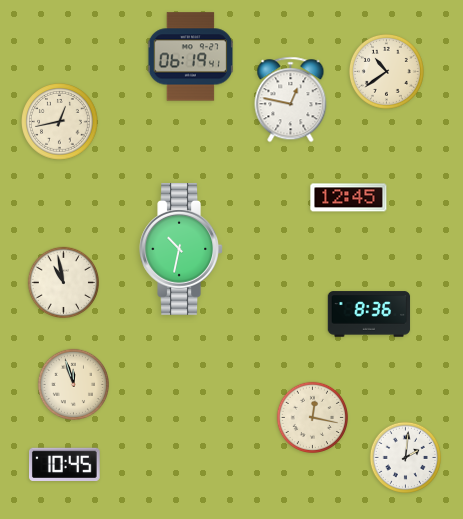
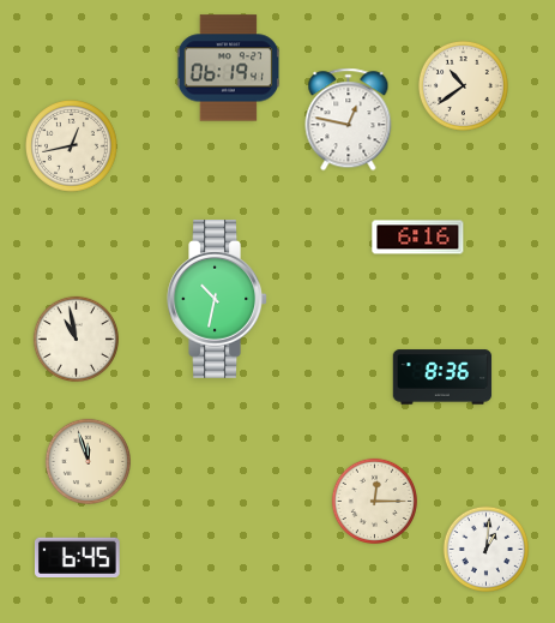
clock at (349, 198): 12:45 -> 6:16
clock at (312, 417): 12:17 -> 12:15
clock at (405, 457): 2:01 -> 1:01
clock at (65, 464): 10:45 -> 6:45
